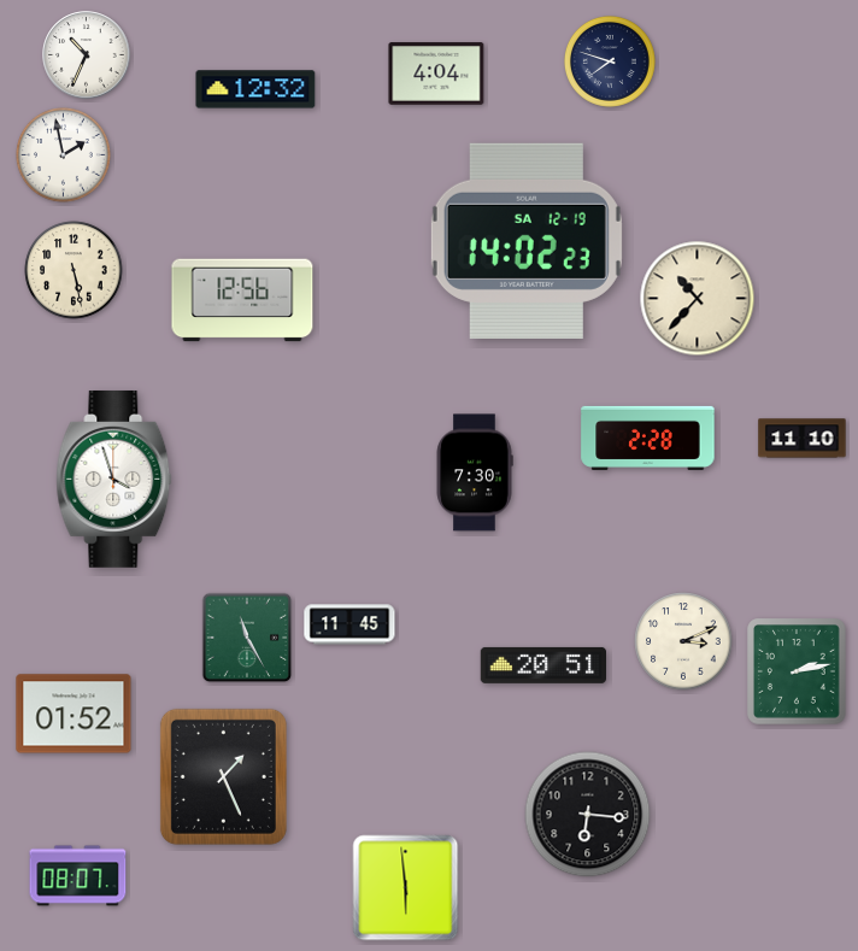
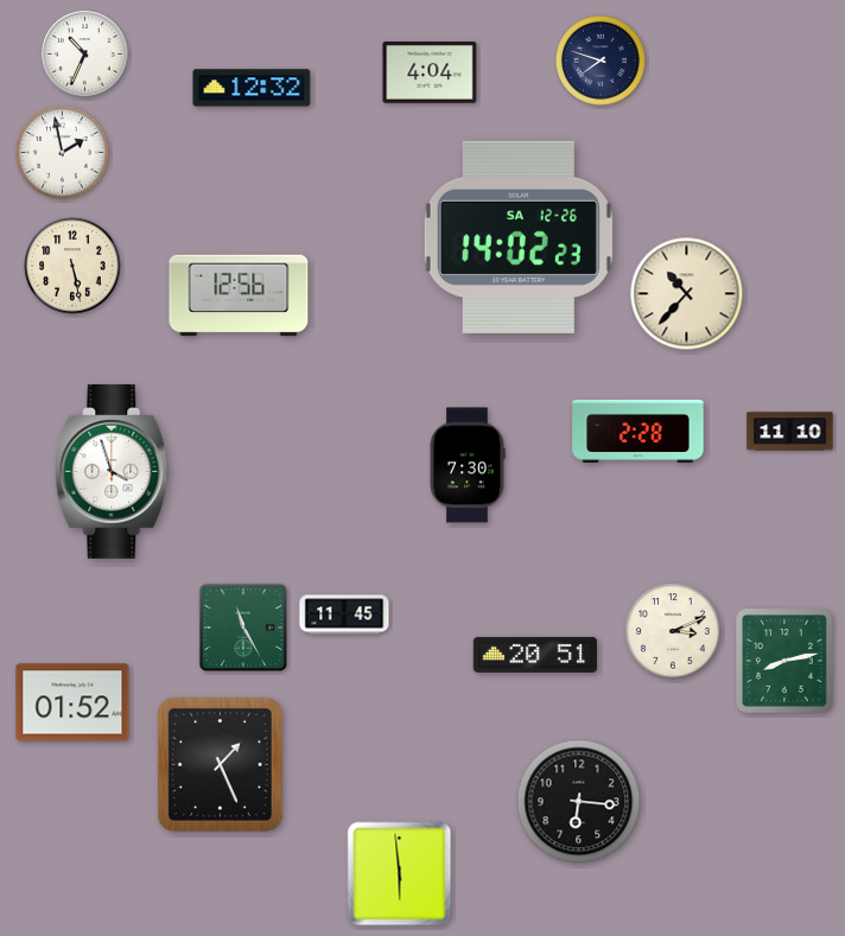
clock at (527, 241) date: SA 12-19 -> SA 12-26
clock at (797, 671): 2:13 -> 8:13
clock at (78, 876): 08:07 -> none
